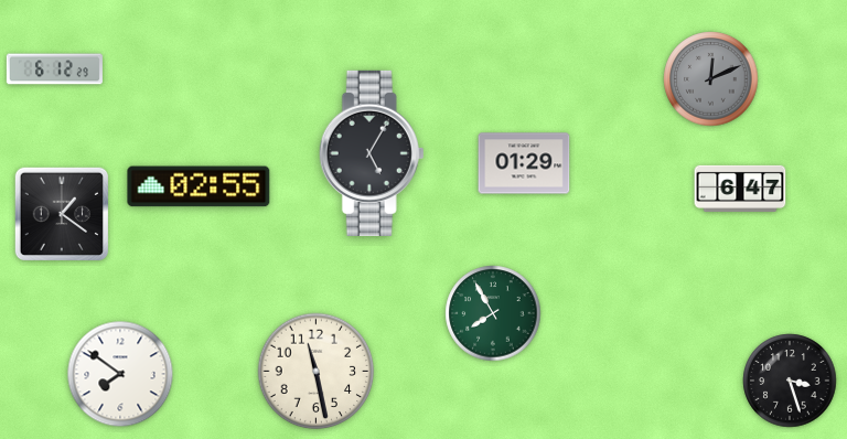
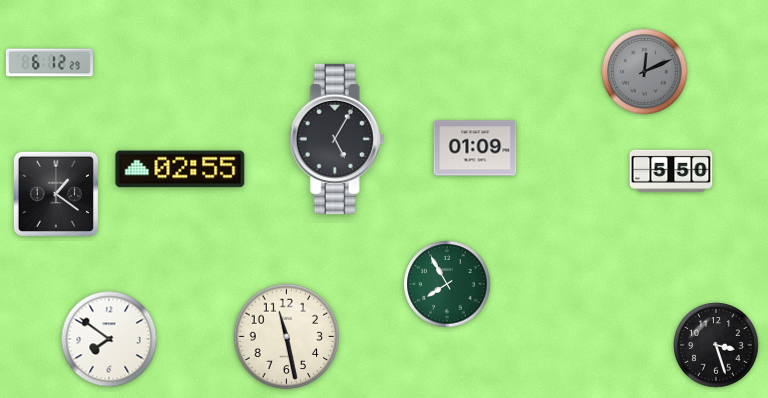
clock at (524, 163): 01:29 -> 01:09
clock at (740, 189): 6:47 -> 5:50
